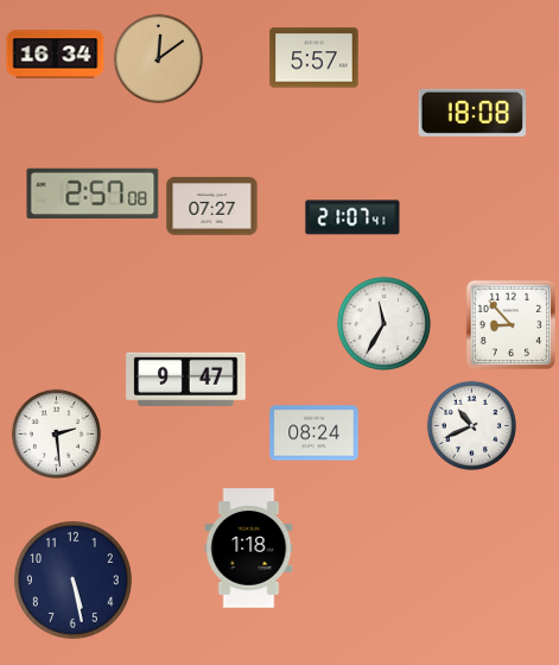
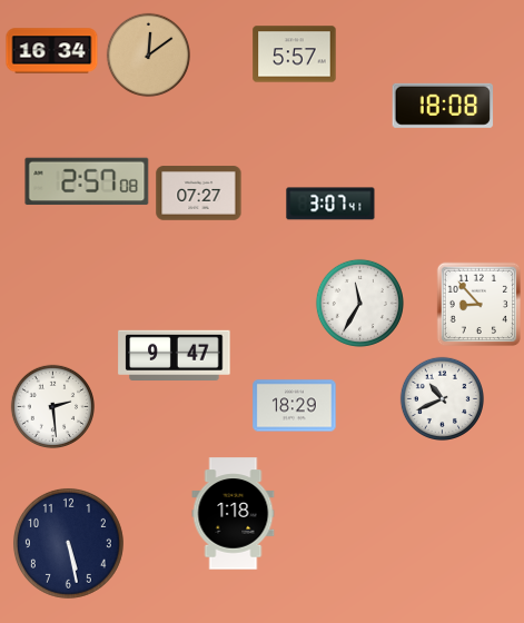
clock at (352, 217): 21:07 -> 3:07
clock at (315, 433): 08:24 -> 18:29
